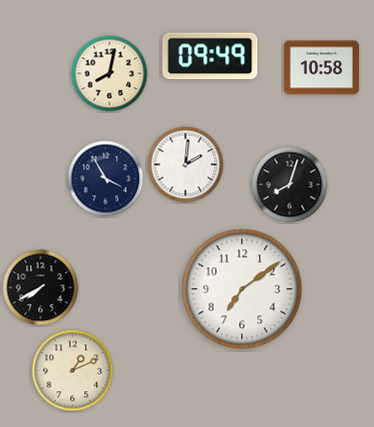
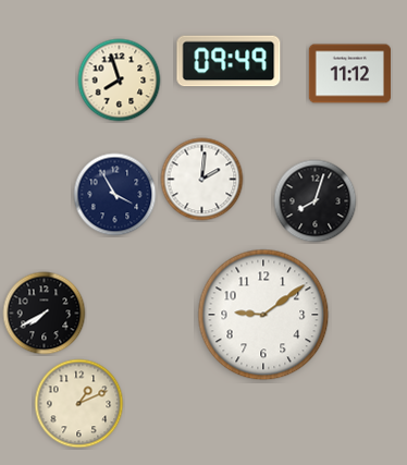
clock at (321, 68): 10:58 -> 11:12
clock at (110, 74): 8:02 -> 7:57
clock at (242, 289): 7:09 -> 9:09
